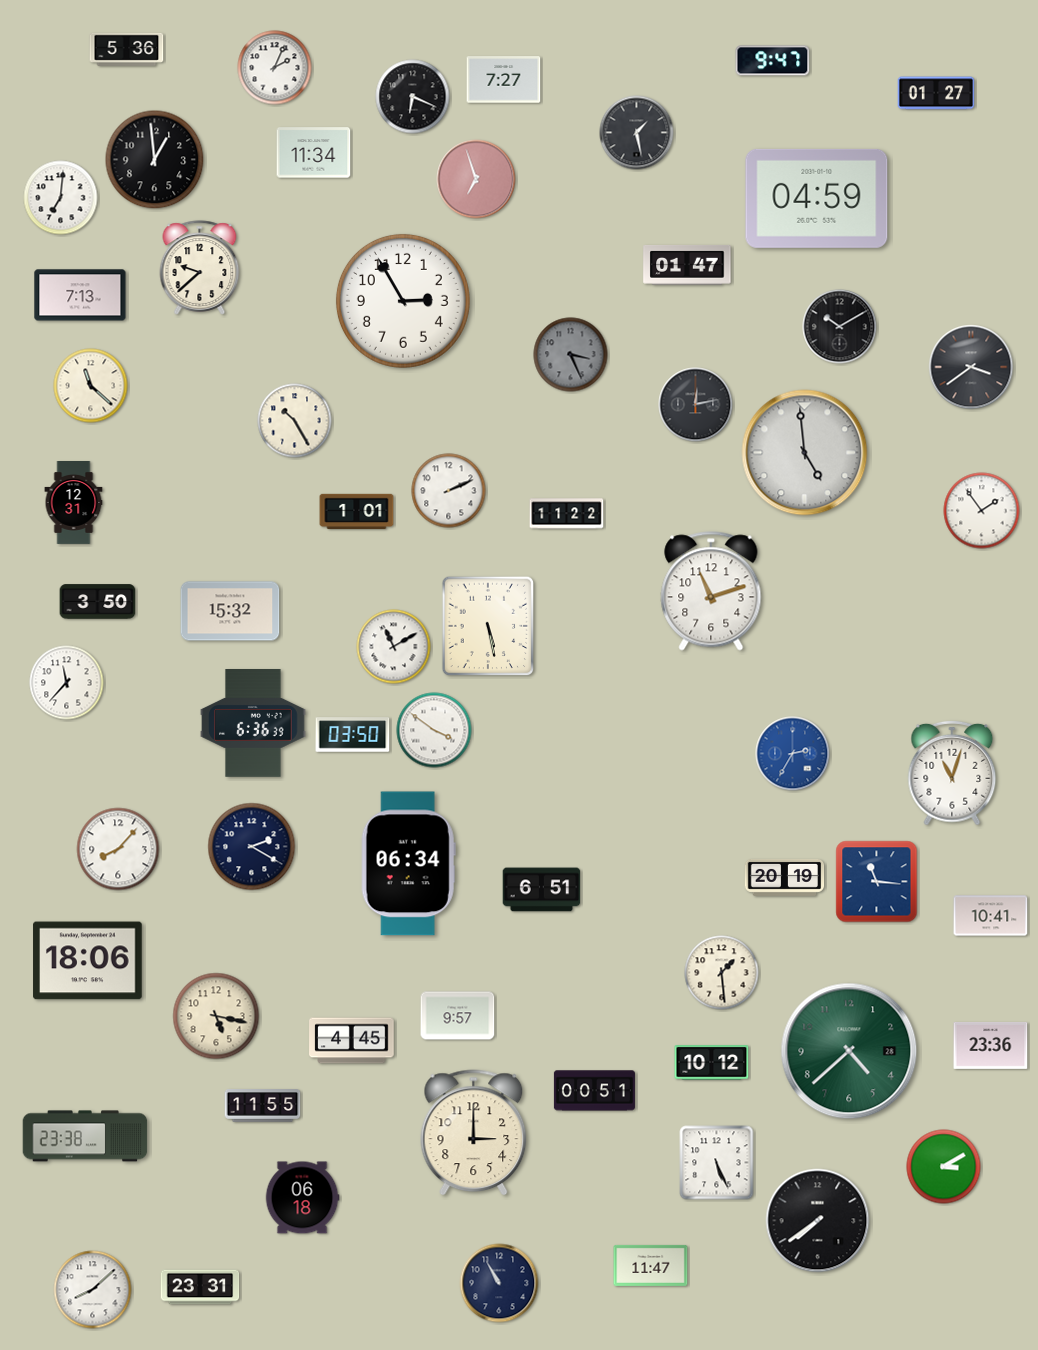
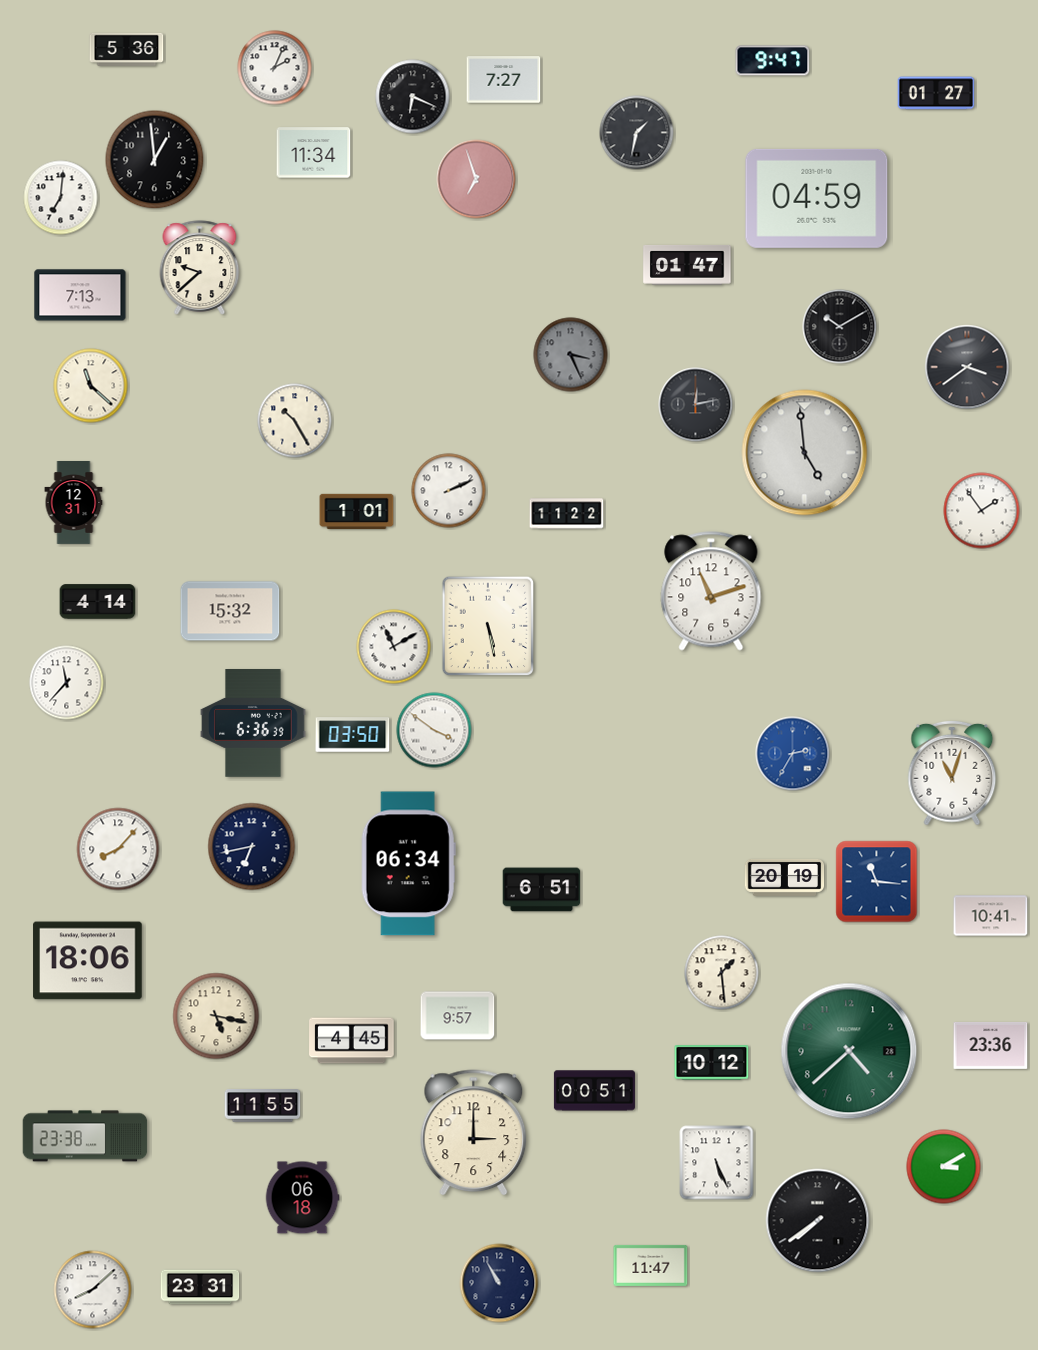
clock at (637, 133): 1:28 -> 1:32
clock at (403, 301): 2:55 -> none
clock at (971, 367) position: (971, 367) -> (967, 367)
clock at (98, 602): 3:50 -> 4:14
clock at (252, 847): 2:20 -> 6:43
